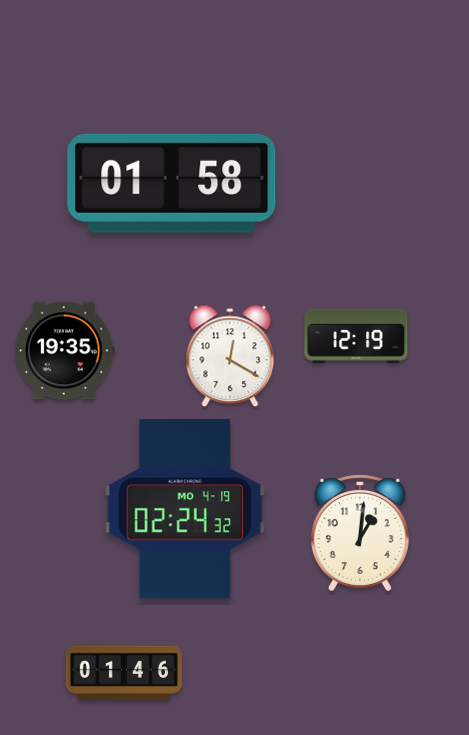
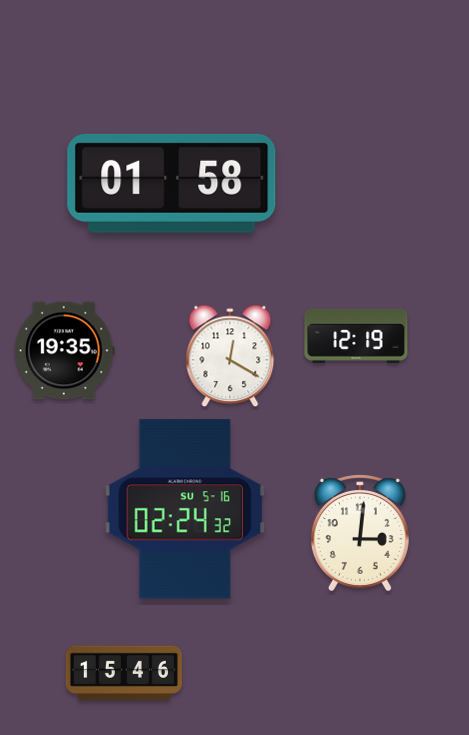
clock at (185, 509) date: MO 4-19 -> SU 5-16
clock at (360, 533): 1:01 -> 3:01
clock at (124, 672): 01:46 -> 15:46
